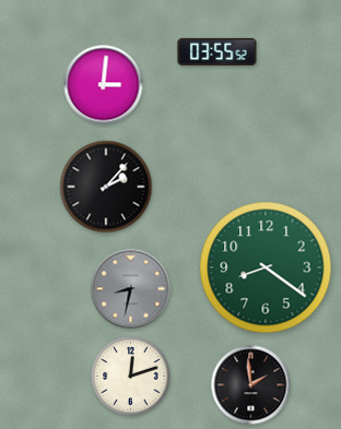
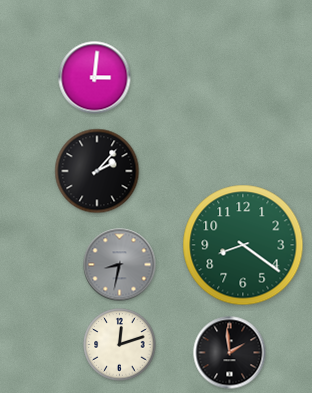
clock at (217, 51): 03:55 -> none
